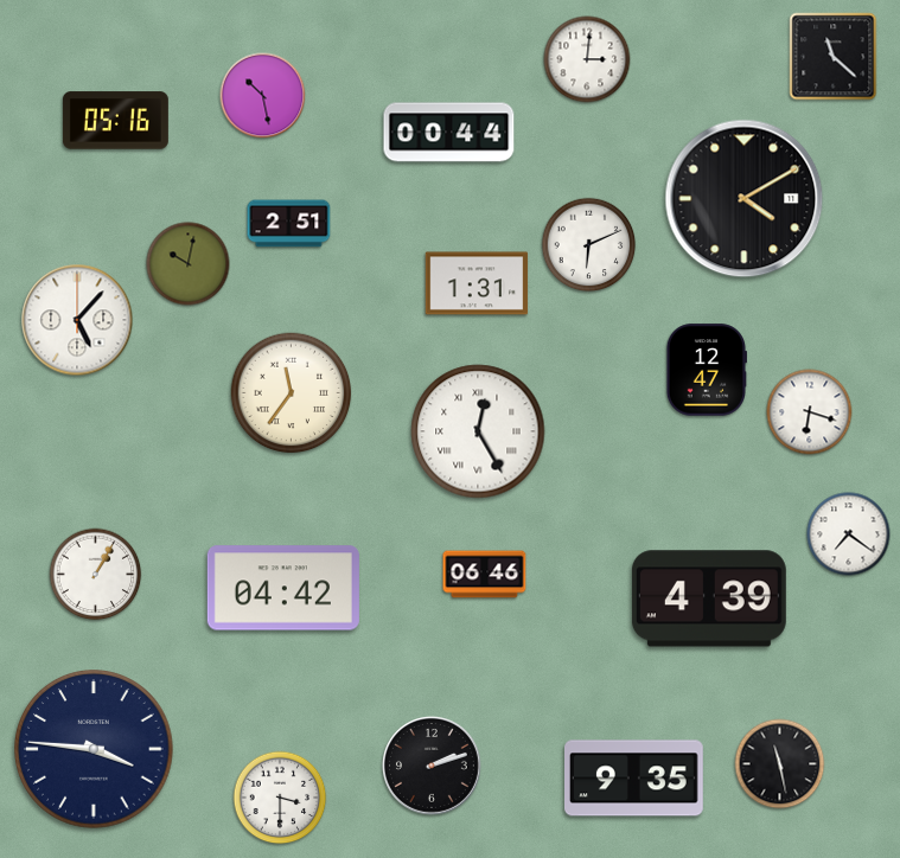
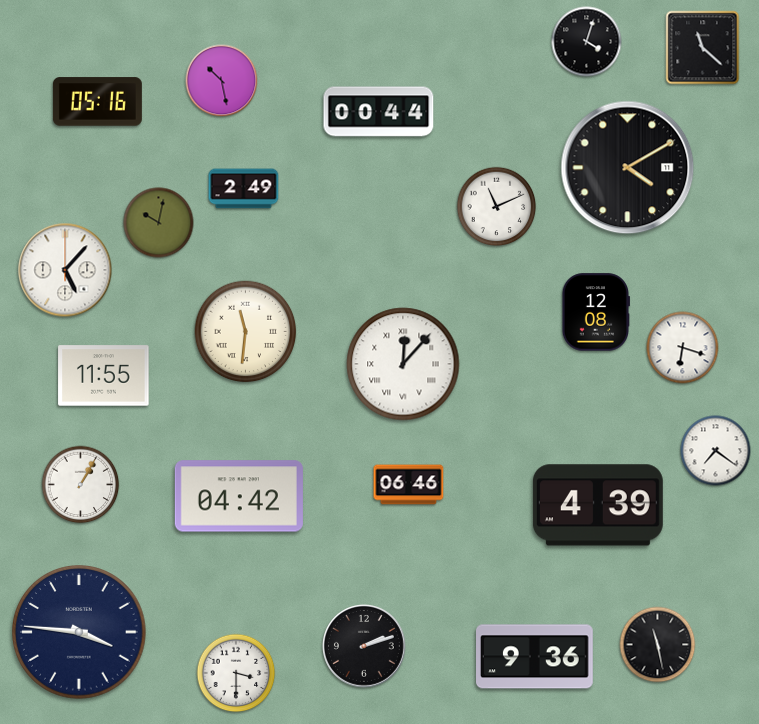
clock at (587, 42): none -> 4:03
clock at (587, 59): 3:01 -> none
clock at (289, 224): 2:51 -> 2:49
clock at (589, 245): 6:11 -> 11:11
clock at (477, 283): 1:31 -> none
clock at (706, 370): 12:47 -> 12:08
clock at (292, 393): 11:36 -> 11:31
clock at (478, 431): 12:25 -> 12:07
clock at (104, 376): none -> 11:55
clock at (634, 779): 9:35 -> 9:36
